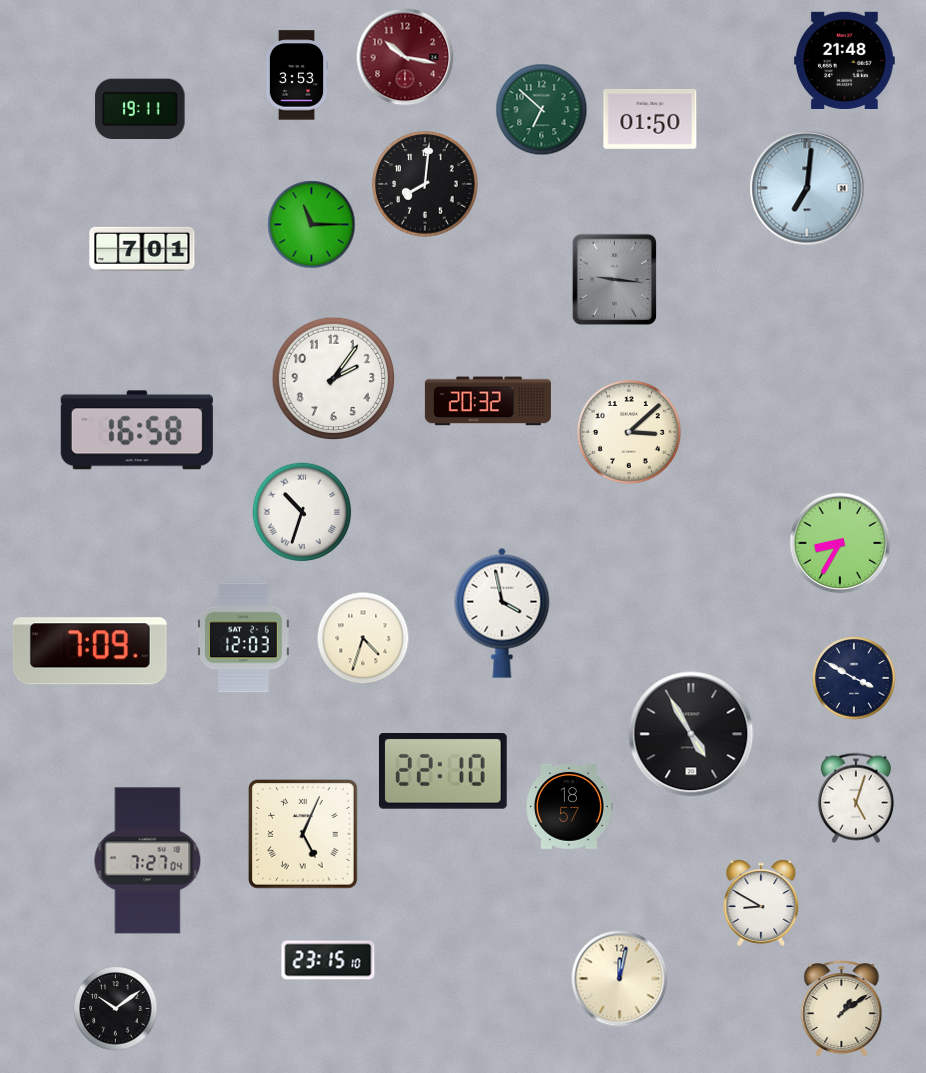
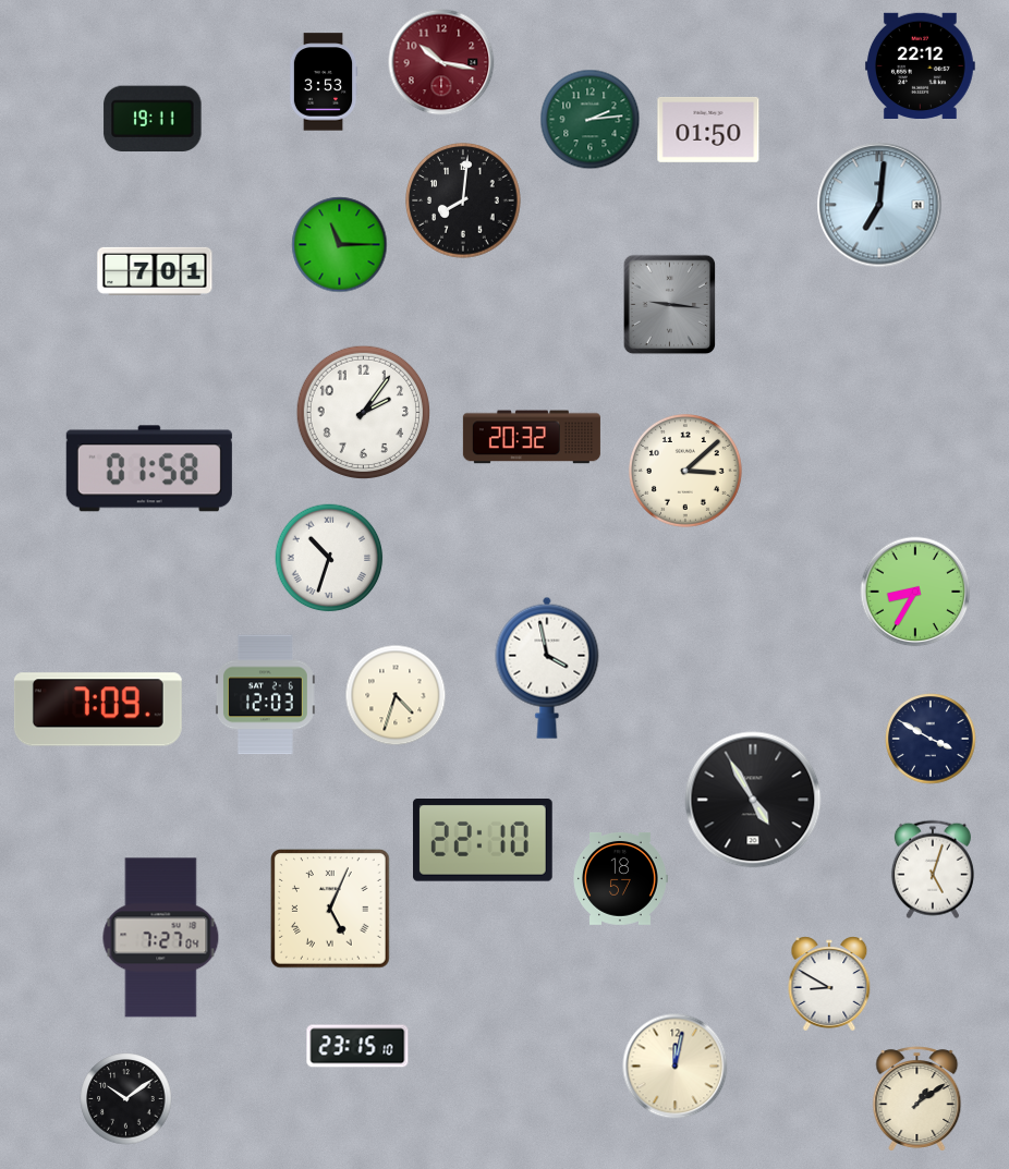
clock at (845, 60): 21:48 -> 22:12
clock at (542, 110): 6:52 -> 2:14
clock at (137, 430): 16:58 -> 01:58
